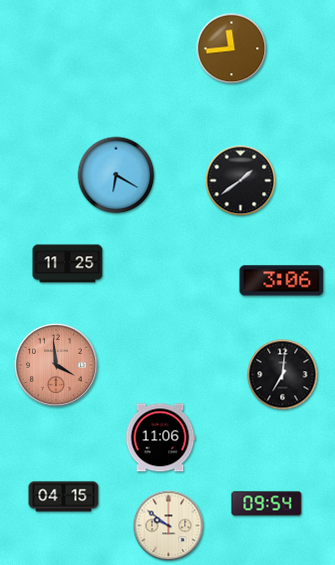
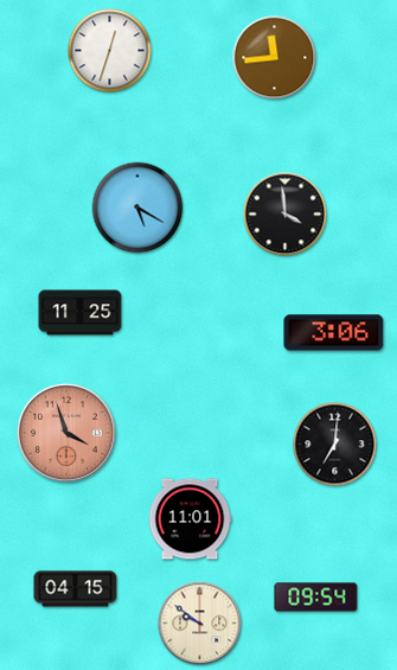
clock at (110, 51): none -> 12:33
clock at (116, 175): 6:20 -> 5:20
clock at (241, 181): 1:39 -> 3:59
clock at (56, 365): 3:59 -> 3:57
clock at (160, 438): 11:06 -> 11:01
